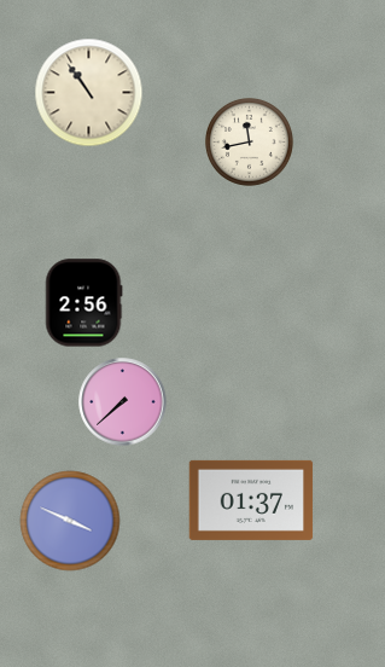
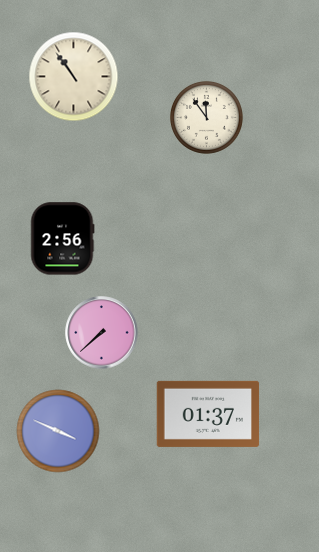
clock at (249, 141): 11:43 -> 11:54
clock at (84, 303) position: (84, 303) -> (63, 239)
